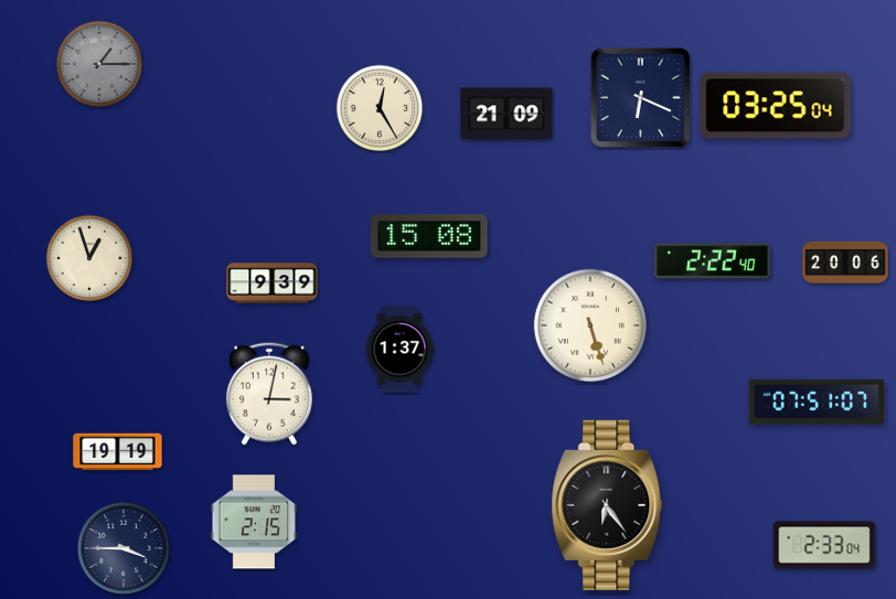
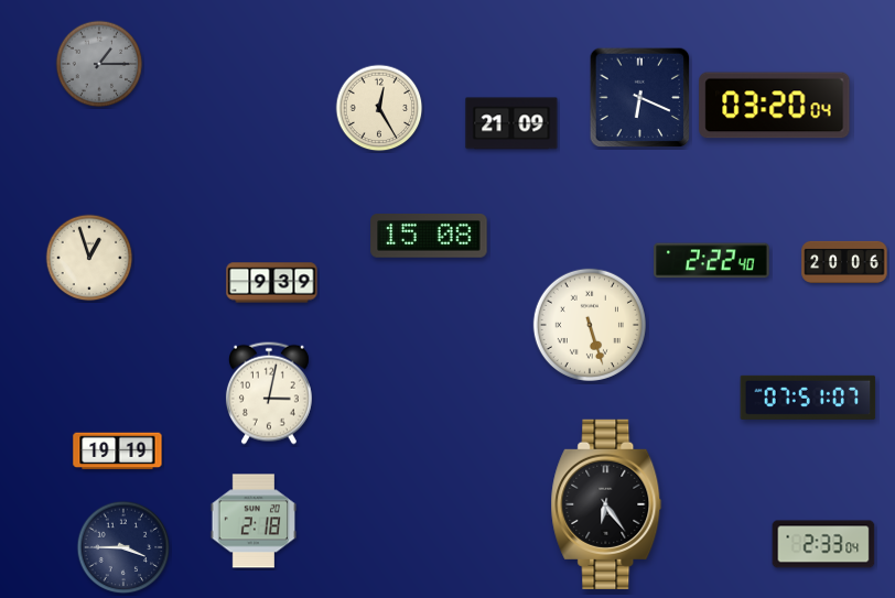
clock at (776, 106): 03:25 -> 03:20
clock at (506, 114) position: (506, 114) -> (511, 123)
clock at (399, 350): 1:37 -> none
clock at (817, 402) position: (817, 402) -> (808, 398)
clock at (253, 522): 2:15 -> 2:18
